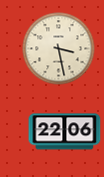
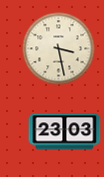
clock at (65, 132): 22:06 -> 23:03
